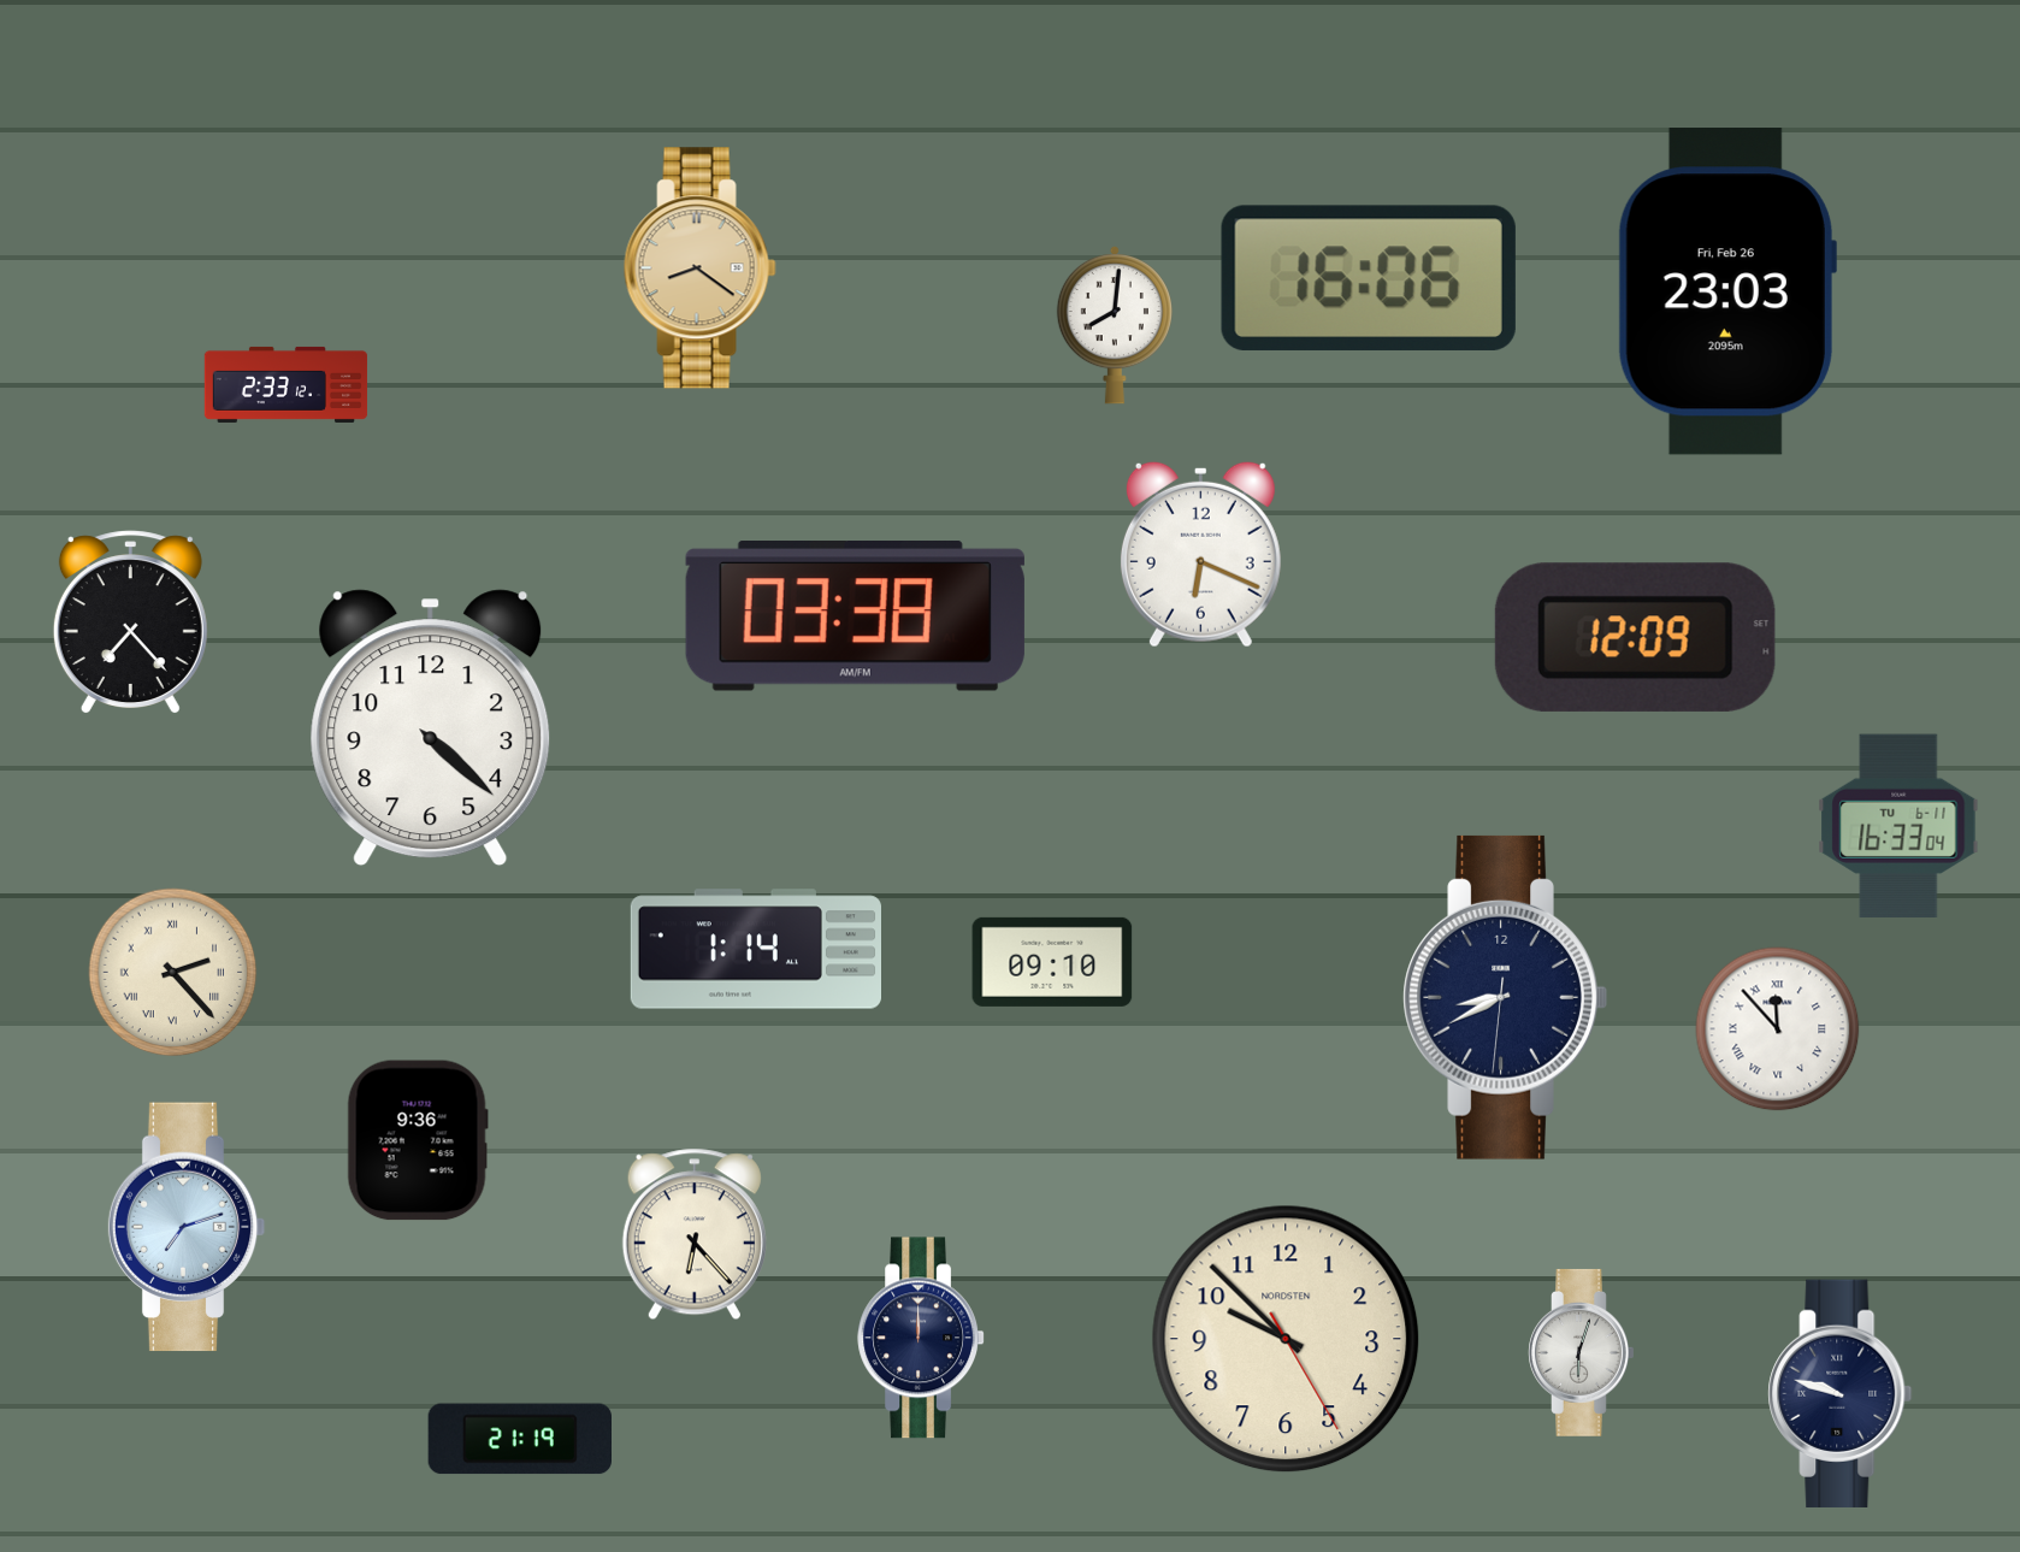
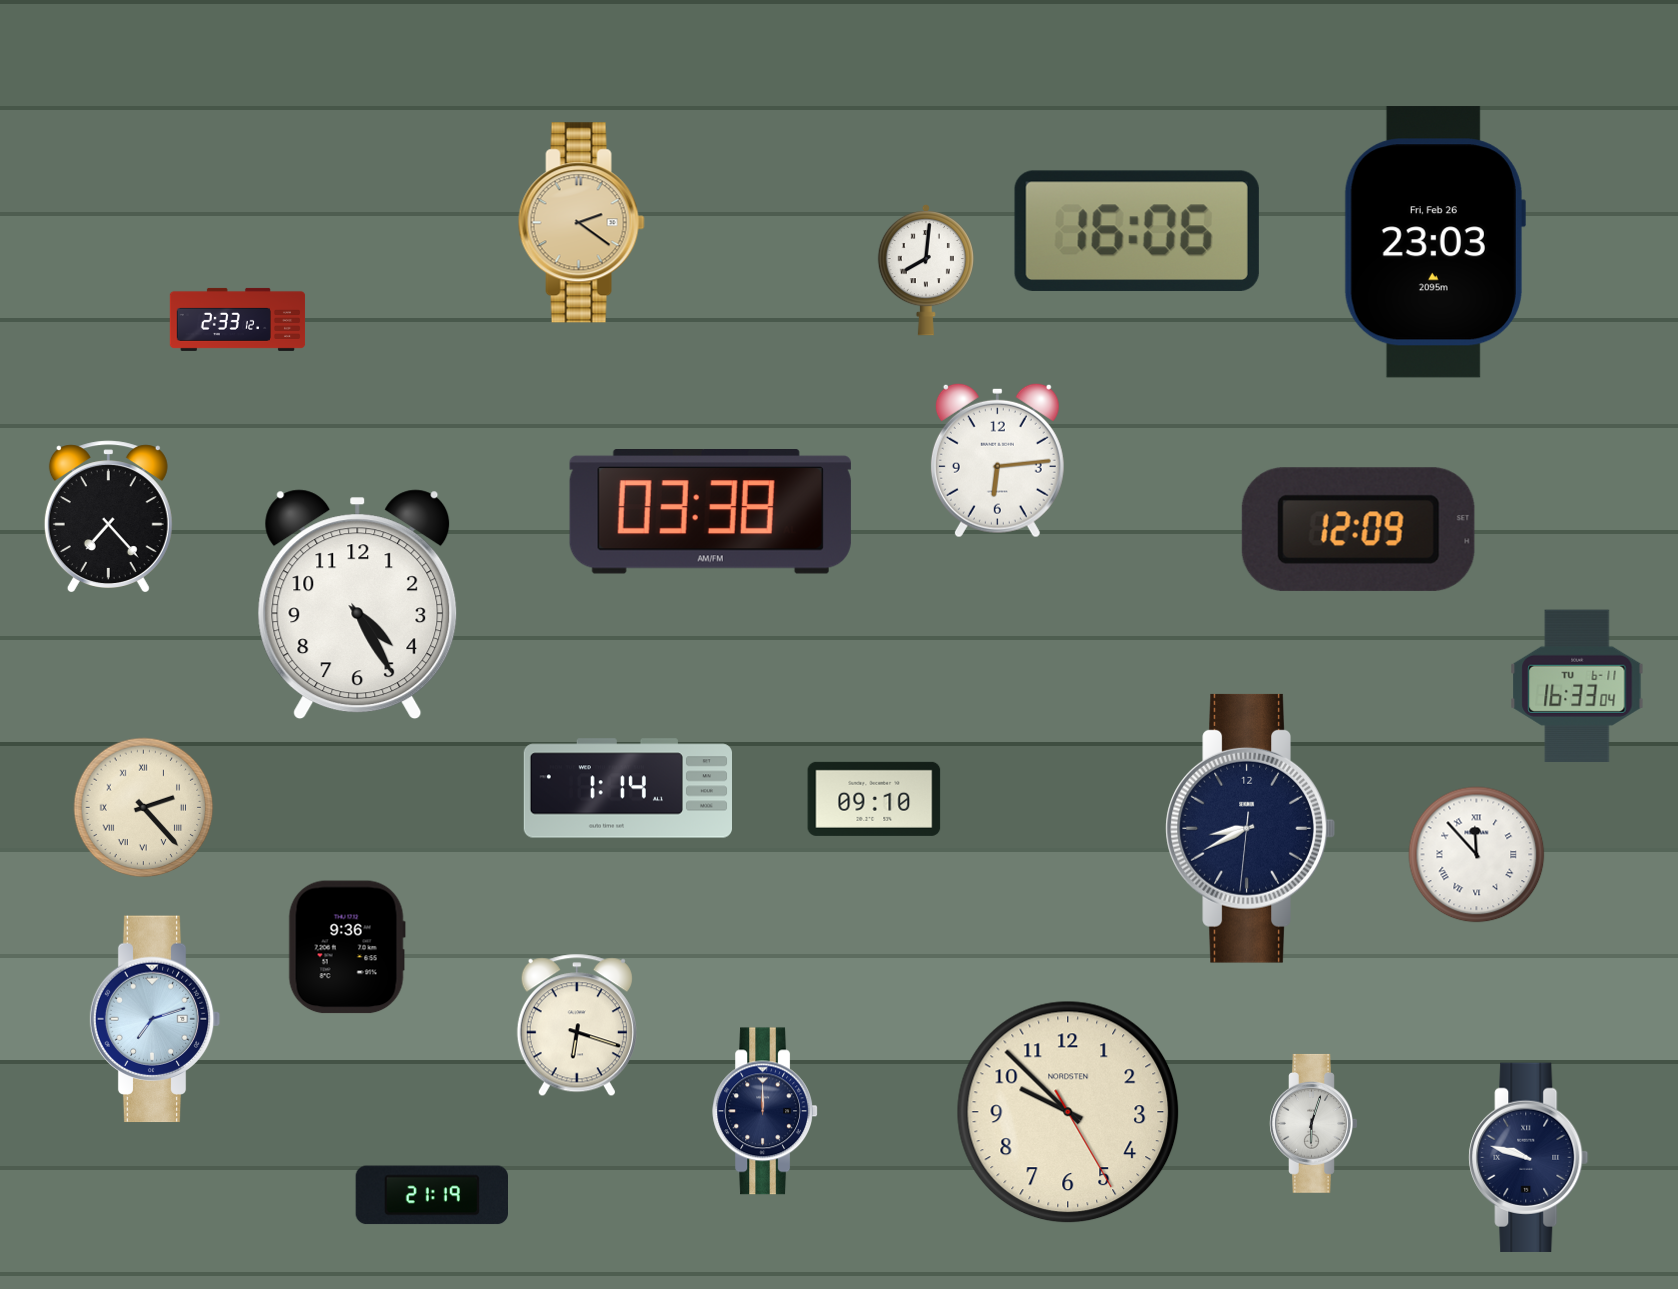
clock at (699, 268): 8:21 -> 2:21
clock at (1200, 554): 6:19 -> 6:14
clock at (431, 728): 4:22 -> 4:25
clock at (695, 1234): 6:23 -> 6:18
